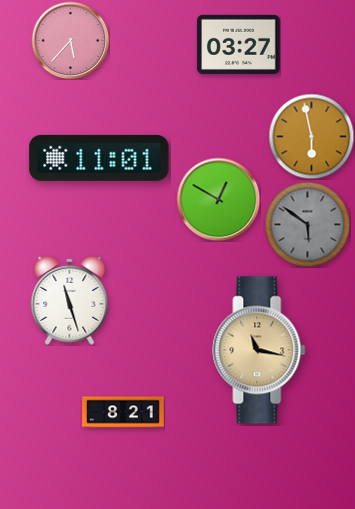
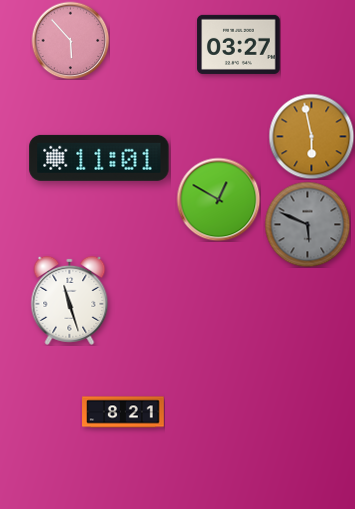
clock at (70, 40): 5:37 -> 5:53
clock at (307, 224): 5:51 -> 5:49
clock at (259, 350): 11:17 -> none
